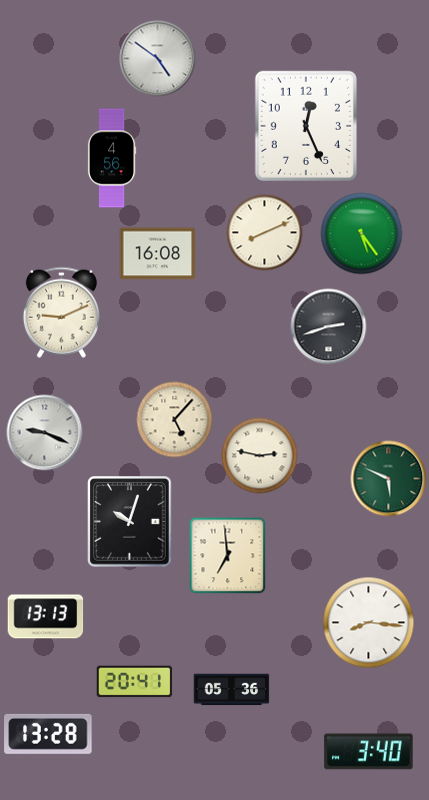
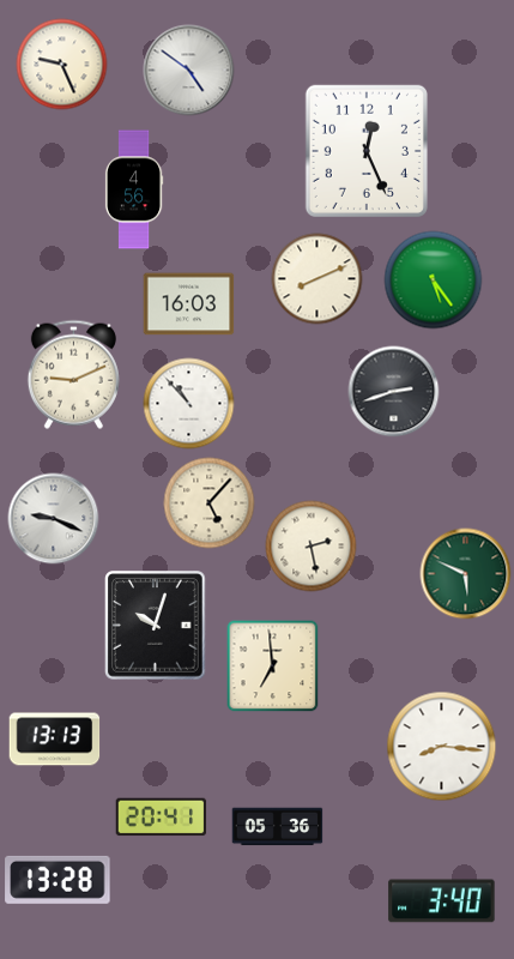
clock at (62, 65): none -> 9:26
clock at (158, 254): 16:08 -> 16:03
clock at (189, 404): none -> 10:53
clock at (260, 456): 2:47 -> 2:28
